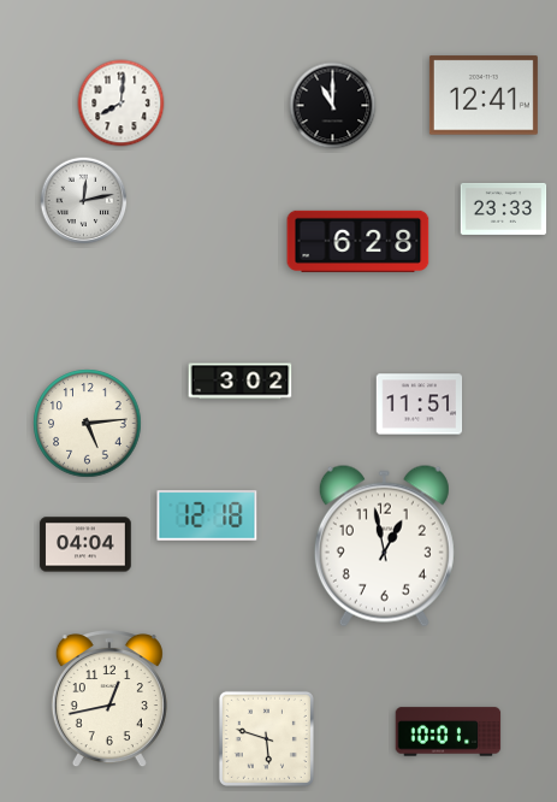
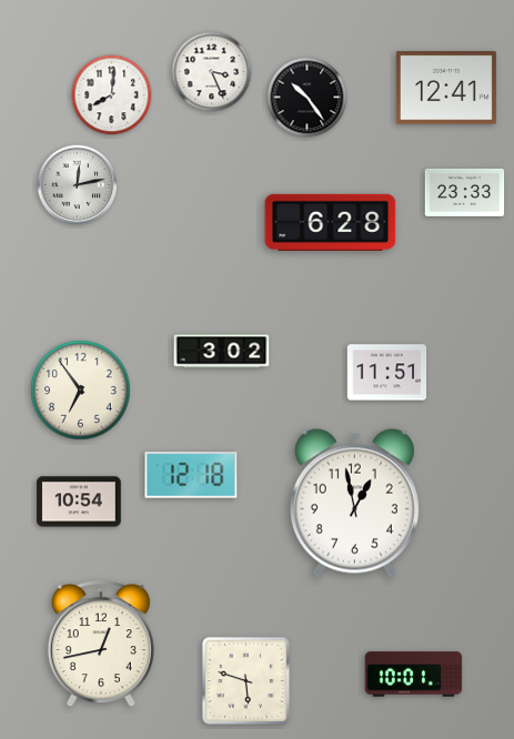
clock at (212, 72): none -> 3:26
clock at (333, 106): 11:00 -> 10:24
clock at (88, 424): 5:14 -> 6:54
clock at (85, 544): 04:04 -> 10:54
